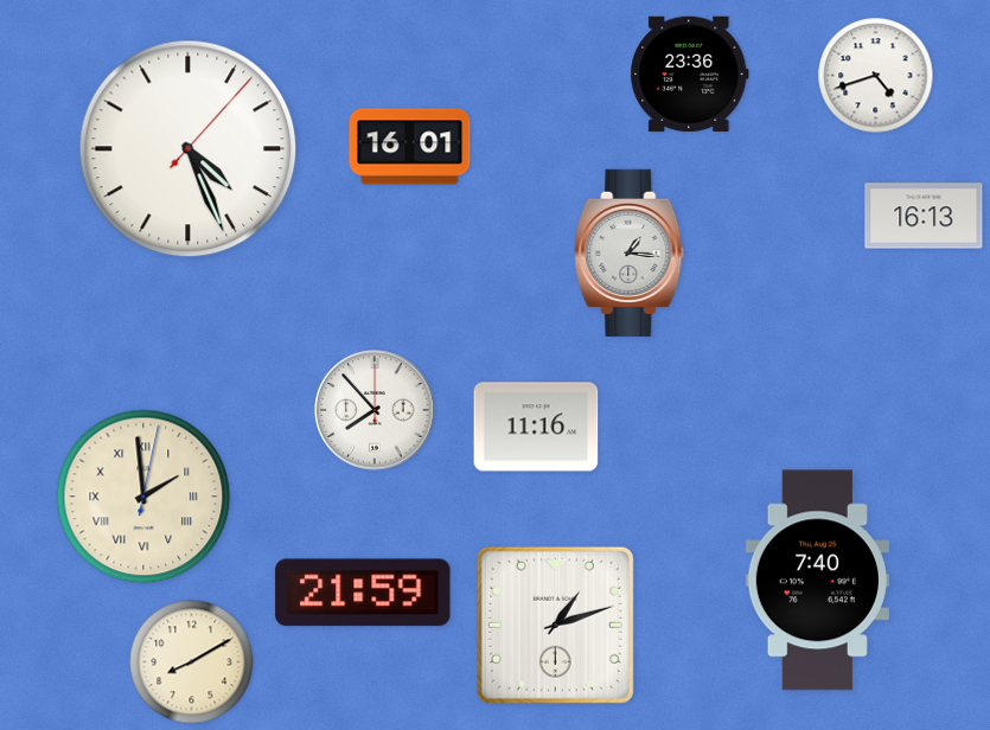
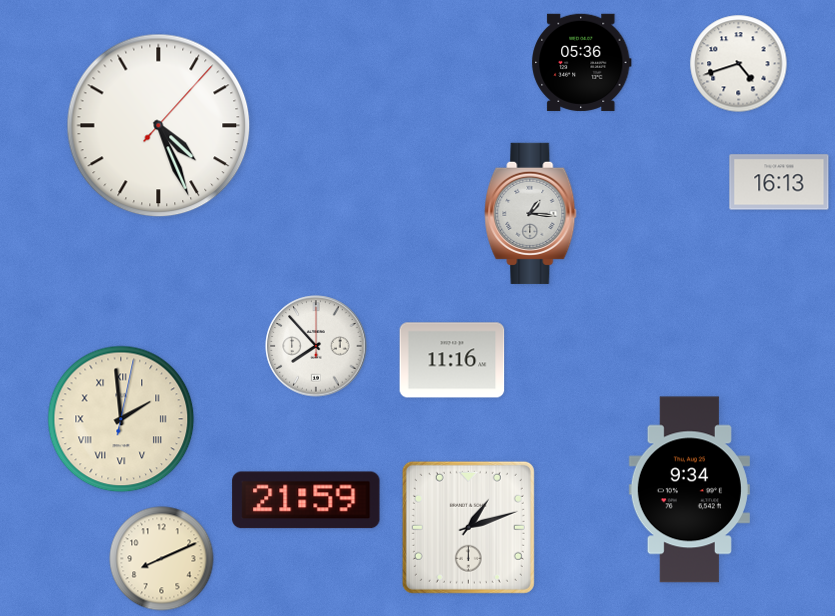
clock at (690, 73): 23:36 -> 05:36
clock at (410, 147): 16:01 -> none
clock at (817, 581): 7:40 -> 9:34
clock at (192, 662): 8:10 -> 8:11
